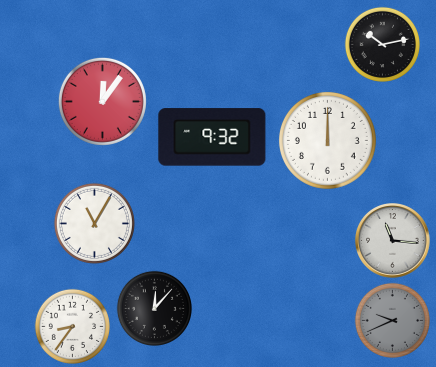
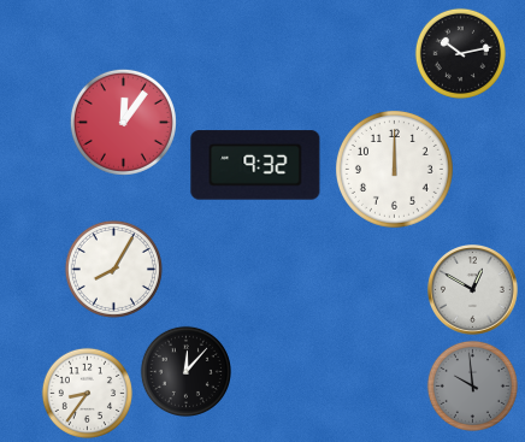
clock at (94, 223): 11:05 -> 8:05
clock at (393, 241): 11:16 -> 12:50
clock at (392, 320): 9:41 -> 9:59
